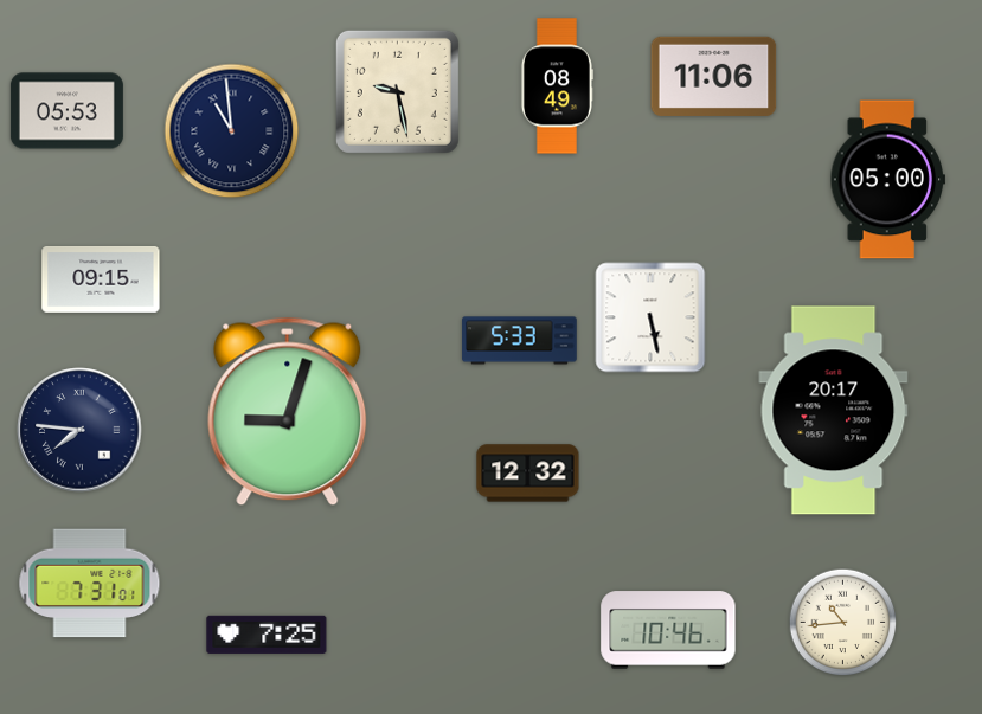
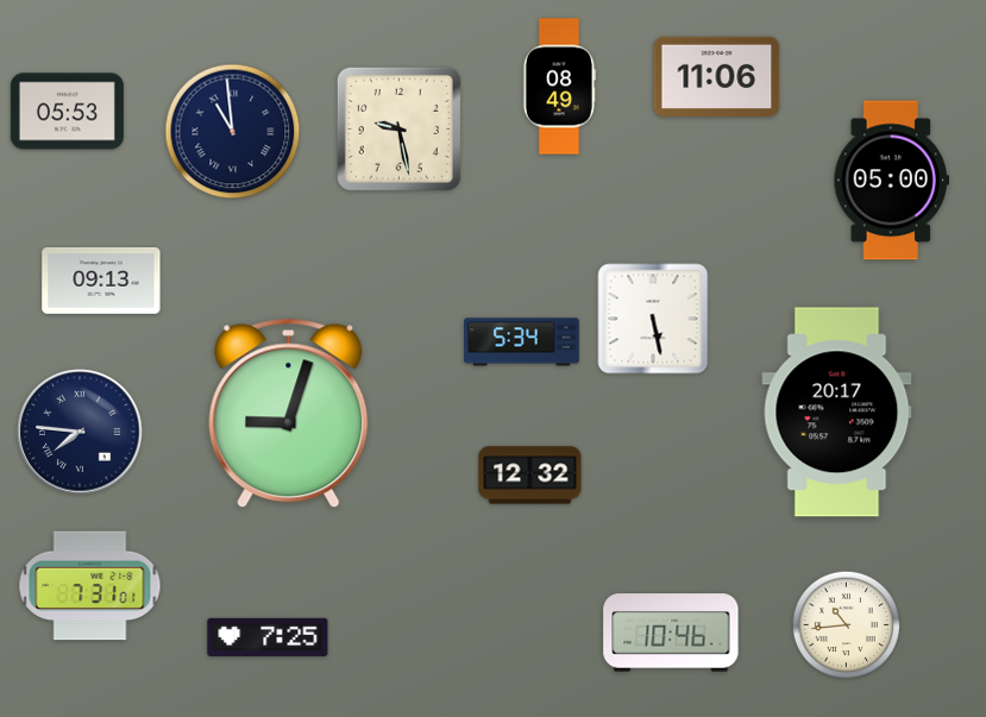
clock at (397, 91) position: (397, 91) -> (398, 128)
clock at (101, 279): 09:15 -> 09:13
clock at (520, 341): 5:33 -> 5:34
